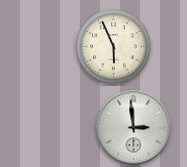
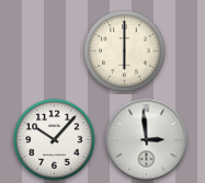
clock at (114, 47): 5:56 -> 6:00
clock at (55, 140): none -> 10:07
